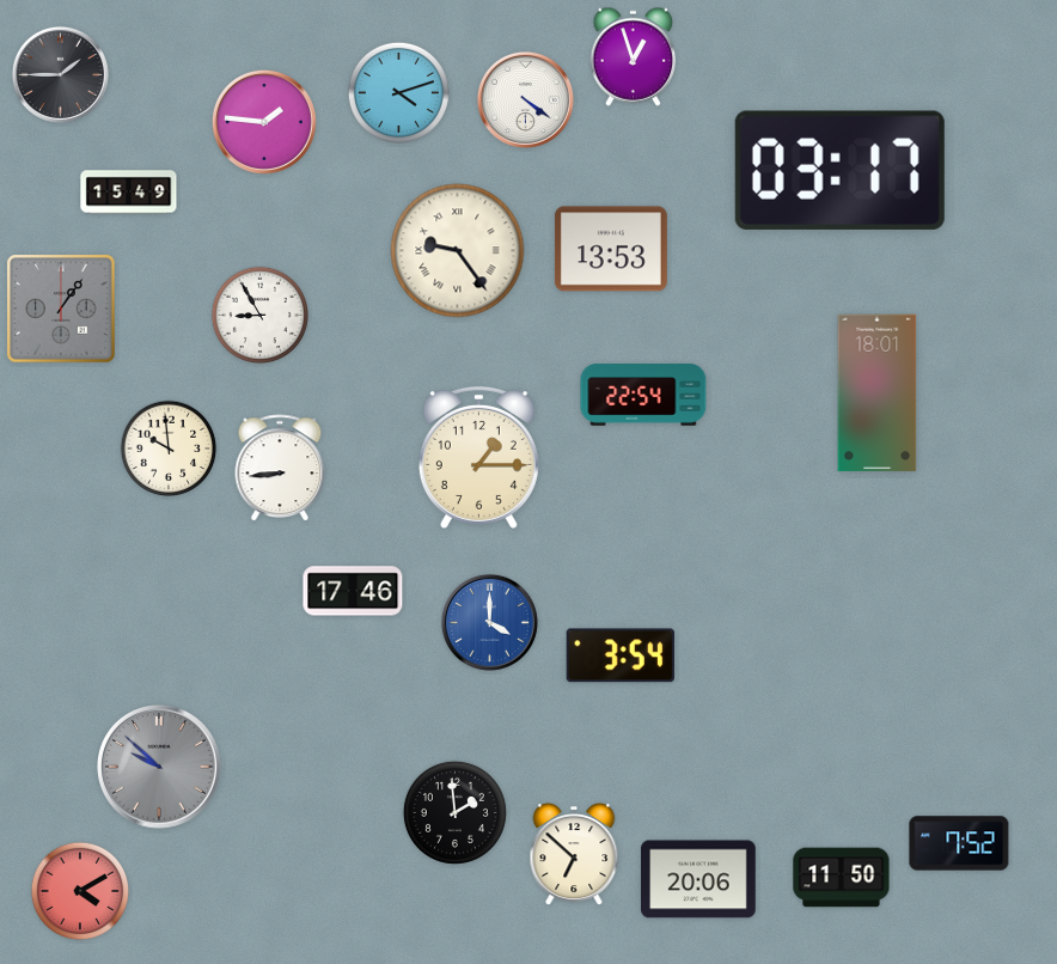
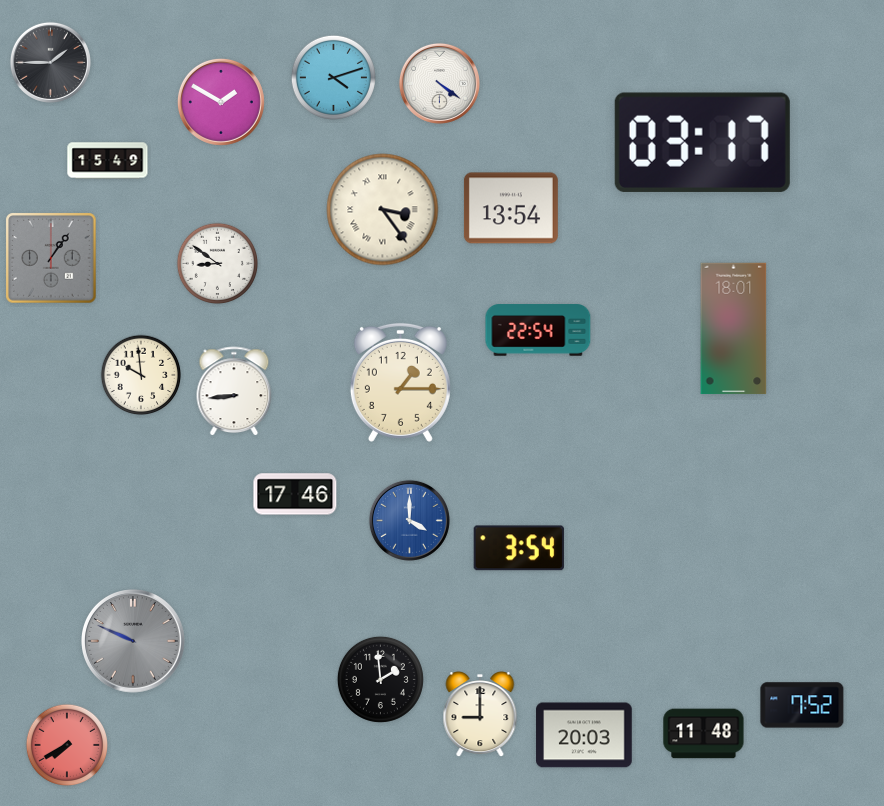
clock at (634, 56): 12:57 -> none
clock at (264, 122): 1:46 -> 1:50
clock at (611, 249): 13:53 -> 13:54
clock at (458, 251): 9:24 -> 3:24
clock at (261, 316): 8:55 -> 8:51
clock at (160, 768): 9:52 -> 9:49
clock at (574, 855): 6:52 -> 9:00
clock at (842, 878): 11:50 -> 11:48
clock at (698, 879): 20:06 -> 20:03
clock at (79, 890): 4:10 -> 7:40
